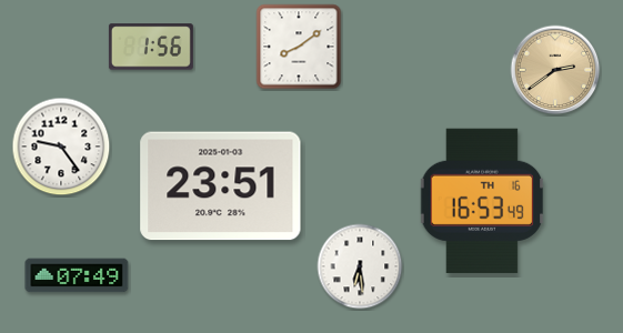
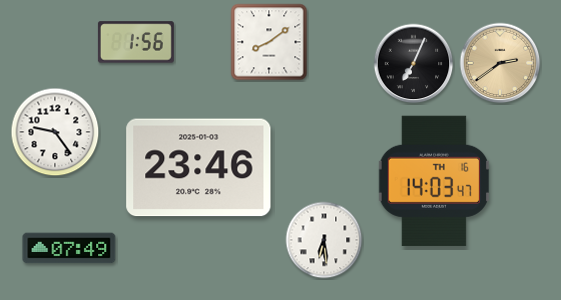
clock at (414, 64): none -> 7:04
clock at (221, 186): 23:51 -> 23:46
clock at (481, 201): 16:53 -> 14:03
